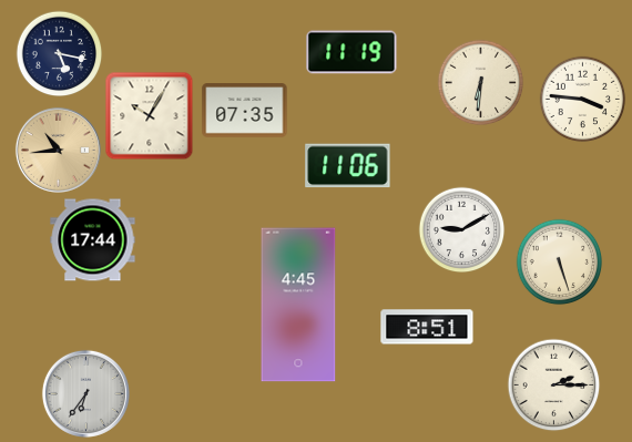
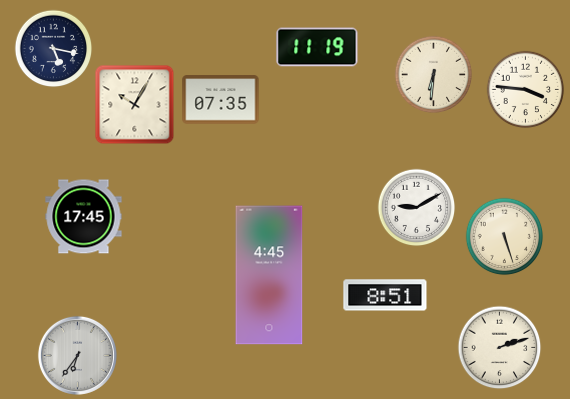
clock at (58, 150): 10:44 -> none
clock at (348, 166): 11:06 -> none
clock at (93, 240): 17:44 -> 17:45
clock at (553, 384): 2:15 -> 2:12
